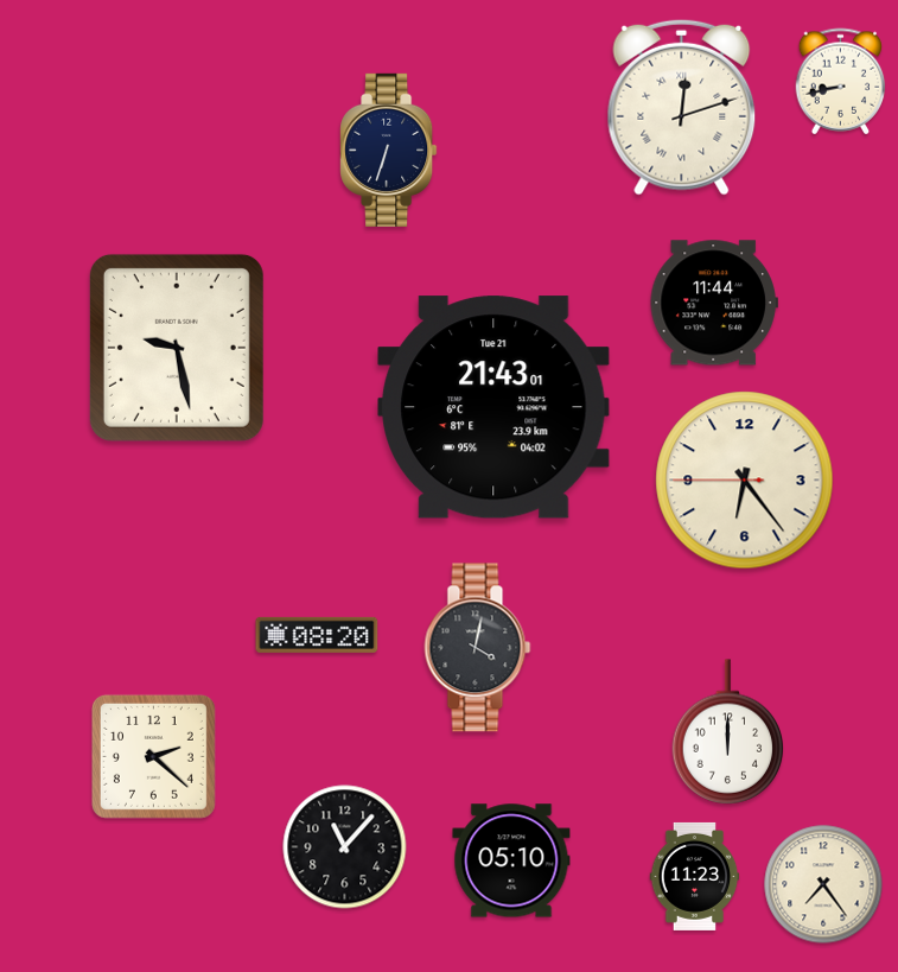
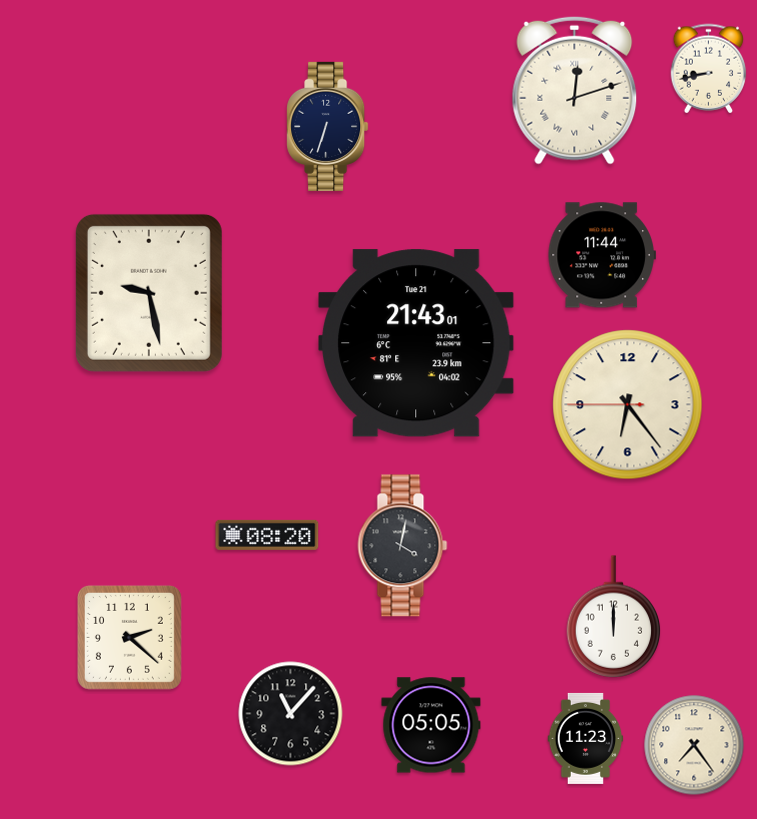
clock at (511, 860): 05:10 -> 05:05
